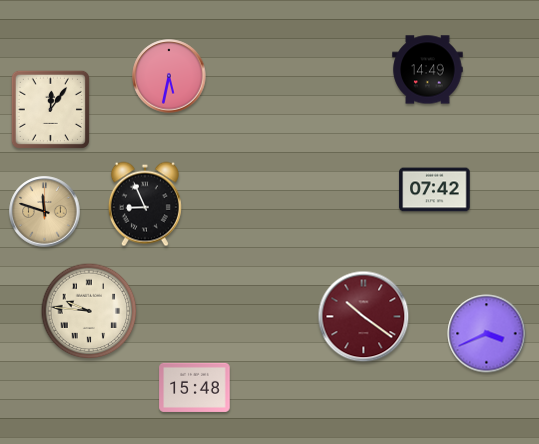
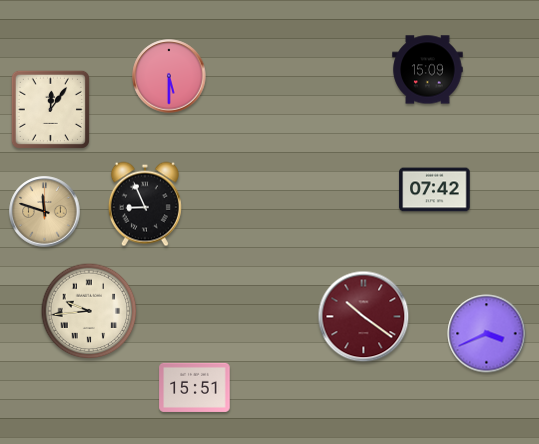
clock at (428, 70): 14:49 -> 15:09
clock at (169, 76): 5:32 -> 5:30
clock at (89, 311): 9:46 -> 9:44
clock at (195, 387): 15:48 -> 15:51
